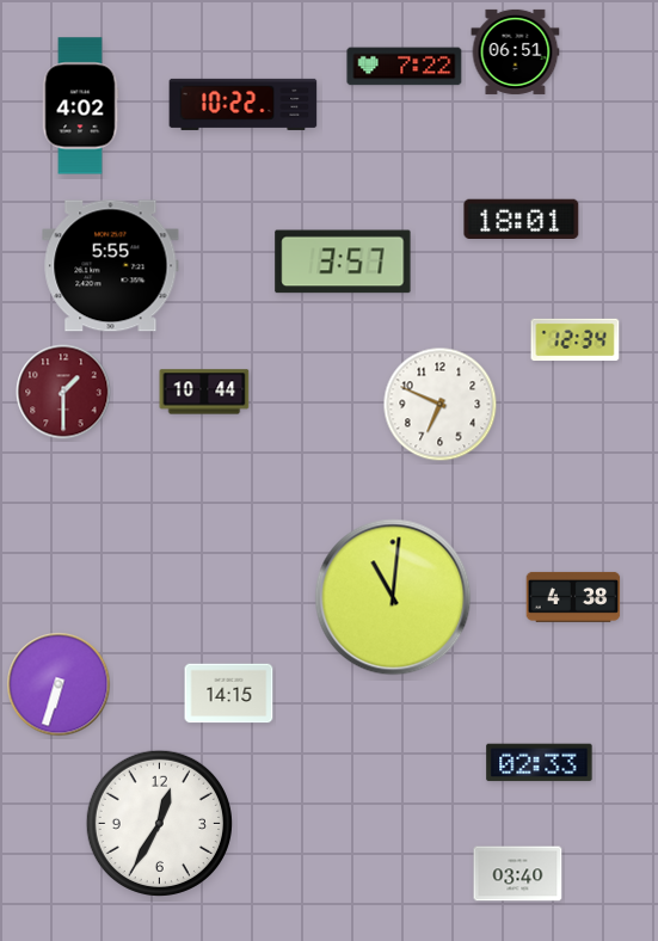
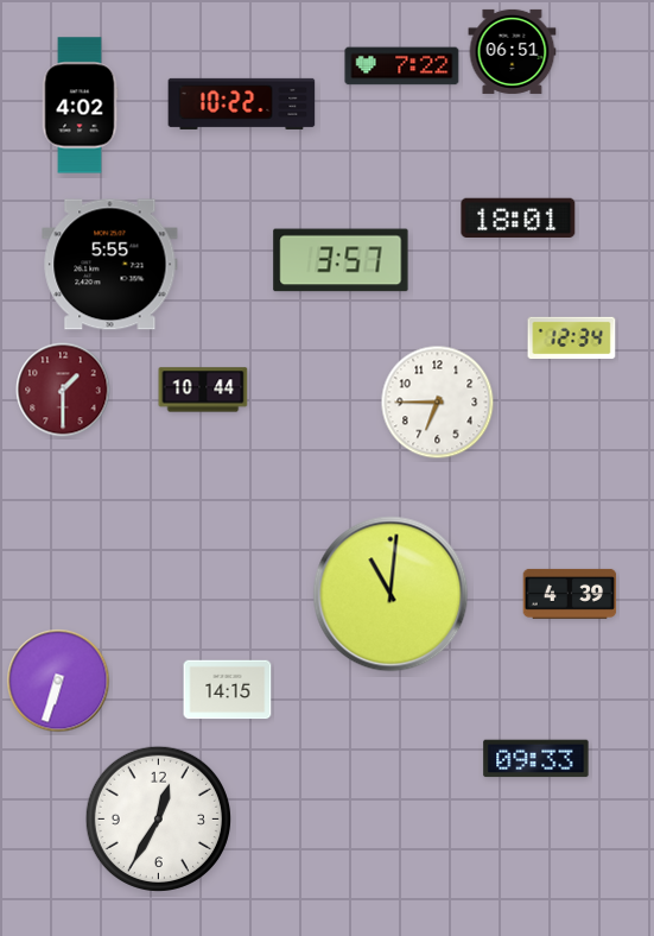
clock at (441, 405): 6:49 -> 6:45
clock at (573, 597): 4:38 -> 4:39
clock at (540, 763): 02:33 -> 09:33
clock at (518, 874): 03:40 -> none
